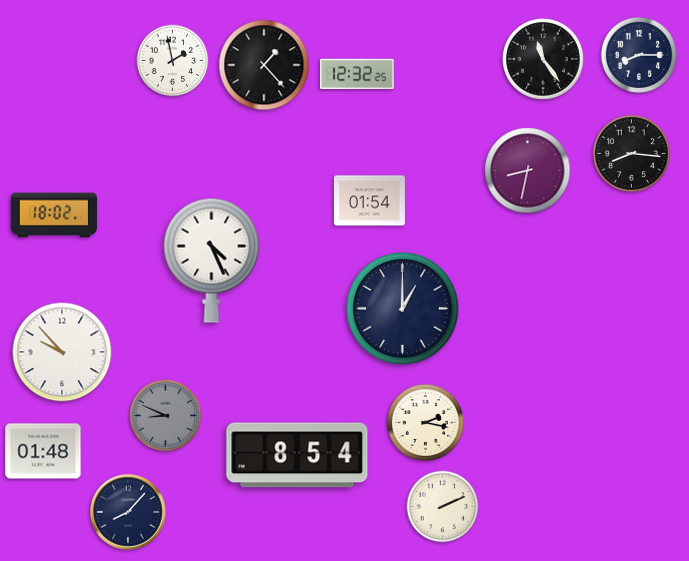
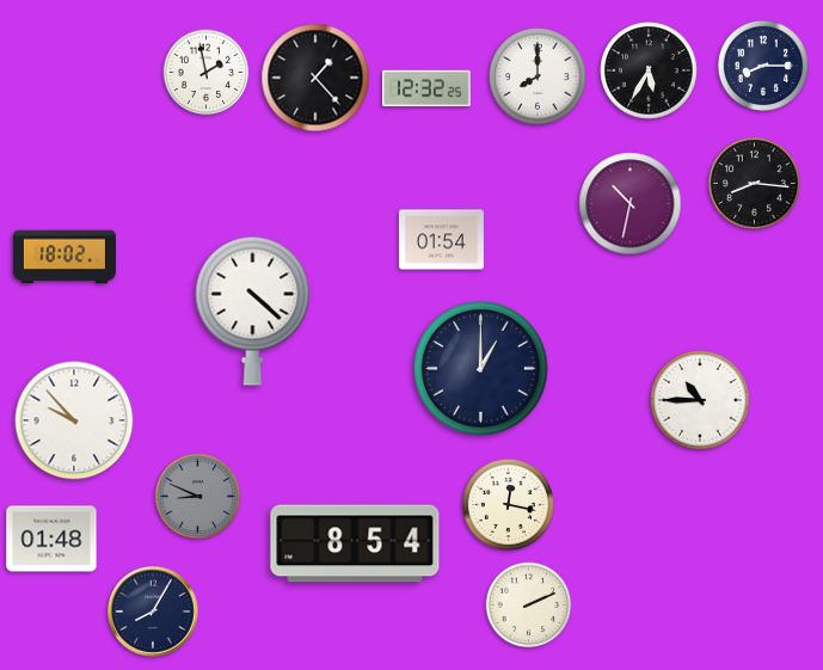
clock at (543, 59): 11:24 -> 5:35
clock at (538, 76): none -> 8:00
clock at (528, 171): 8:32 -> 10:32
clock at (212, 260): 4:26 -> 4:22
clock at (700, 400): none -> 10:45
clock at (425, 422): 2:17 -> 12:17
clock at (129, 513): 8:07 -> 8:05
